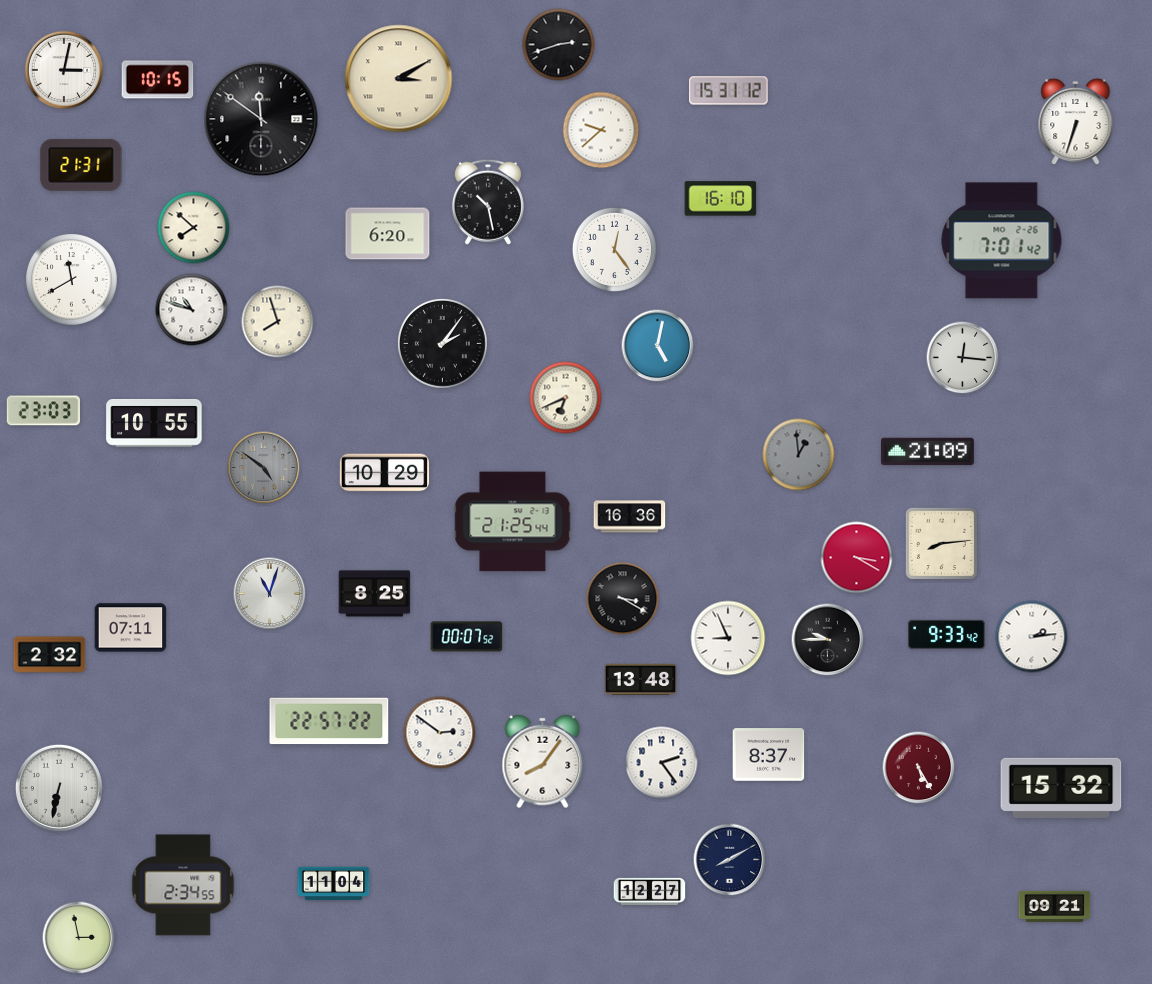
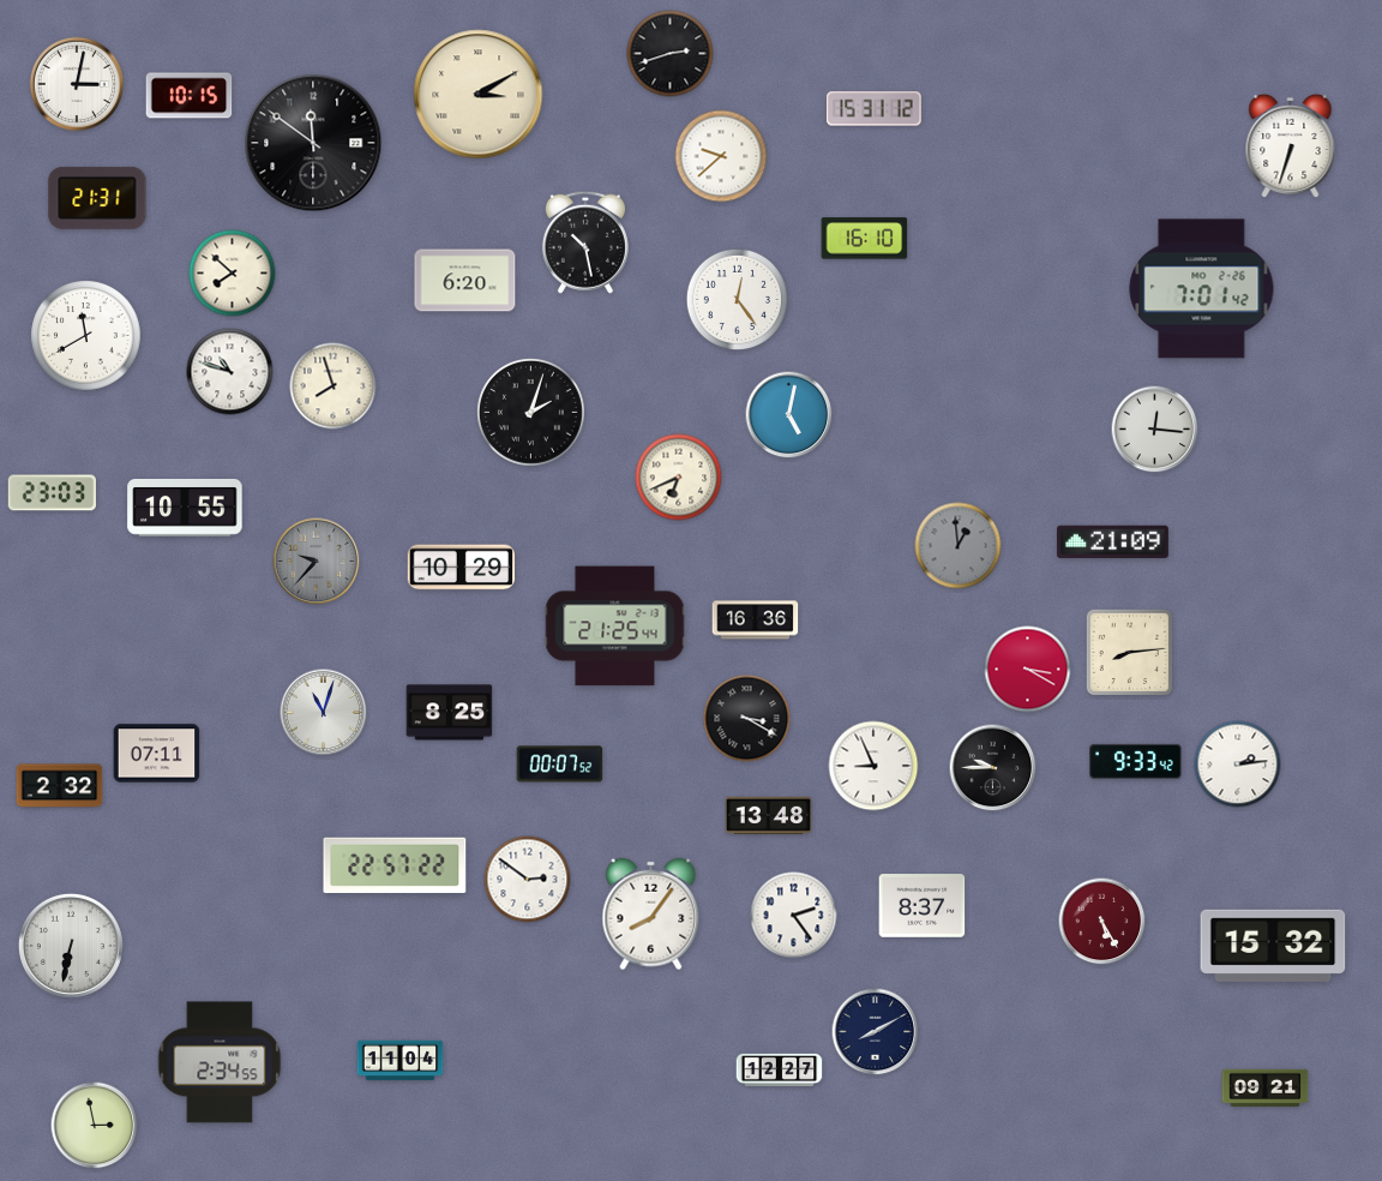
clock at (442, 343): 2:06 -> 2:03
clock at (264, 468): 4:51 -> 9:37
